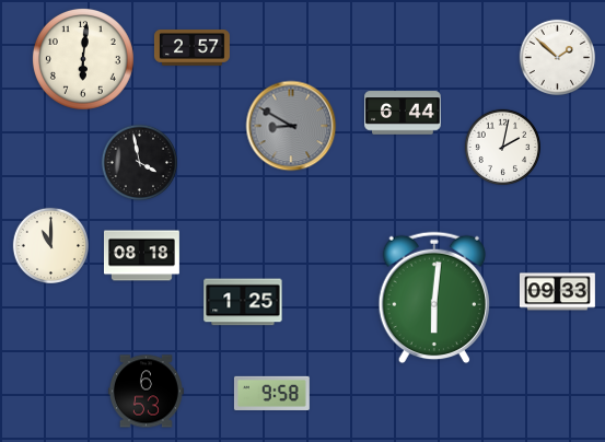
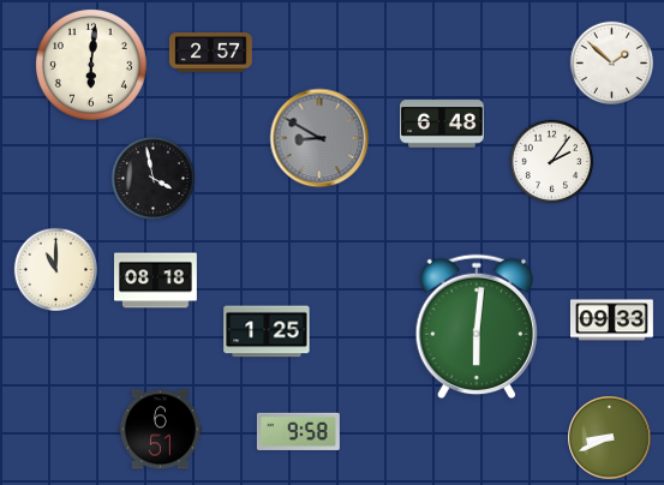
clock at (403, 113): 6:44 -> 6:48
clock at (503, 148): 2:02 -> 2:06
clock at (146, 392): 6:53 -> 6:51
clock at (610, 438): none -> 8:41
